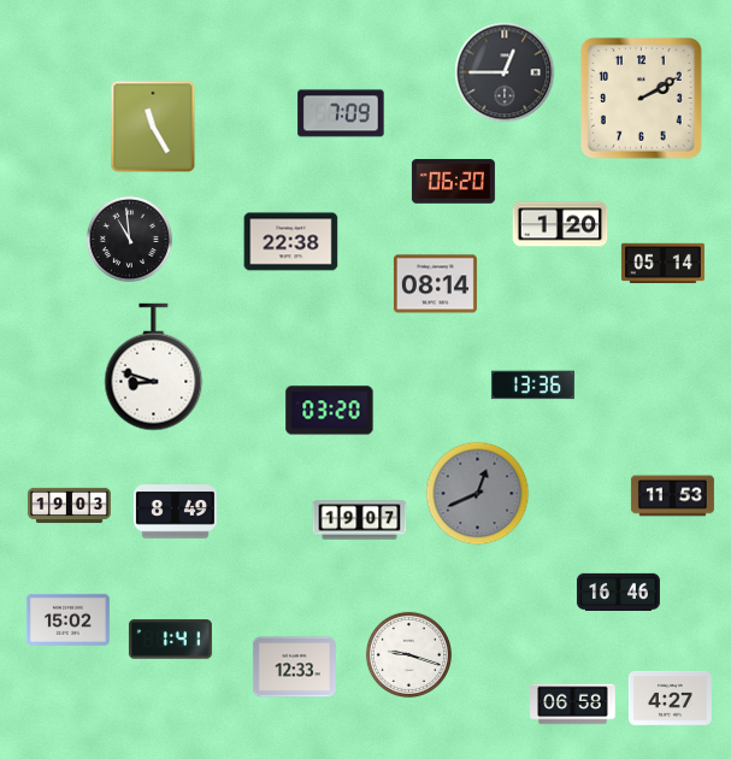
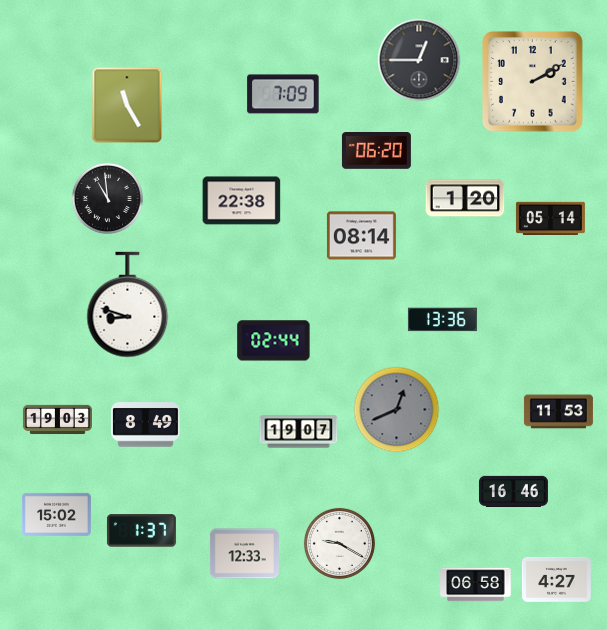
clock at (560, 224) position: (560, 224) -> (465, 198)
clock at (330, 411): 03:20 -> 02:44
clock at (170, 640): 1:41 -> 1:37
clock at (408, 654): 9:18 -> 9:20
